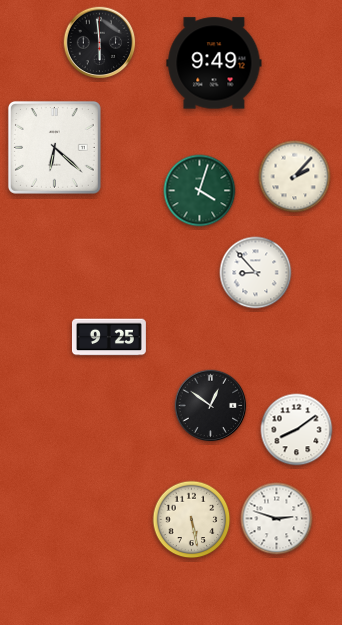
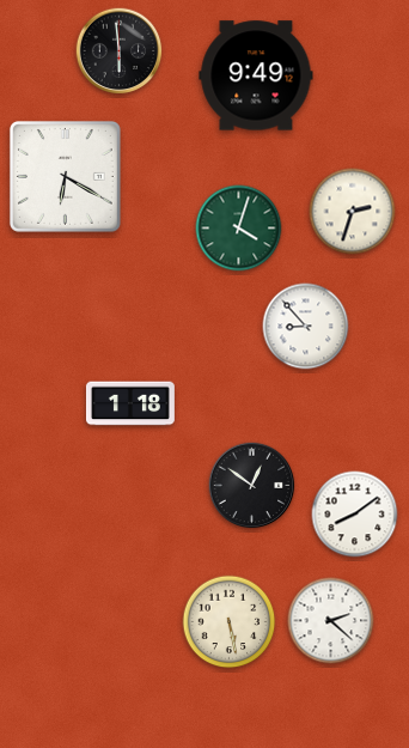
clock at (54, 147): 6:22 -> 6:20
clock at (295, 177): 2:07 -> 2:33
clock at (109, 337): 9:25 -> 1:18
clock at (277, 519): 2:48 -> 2:22
